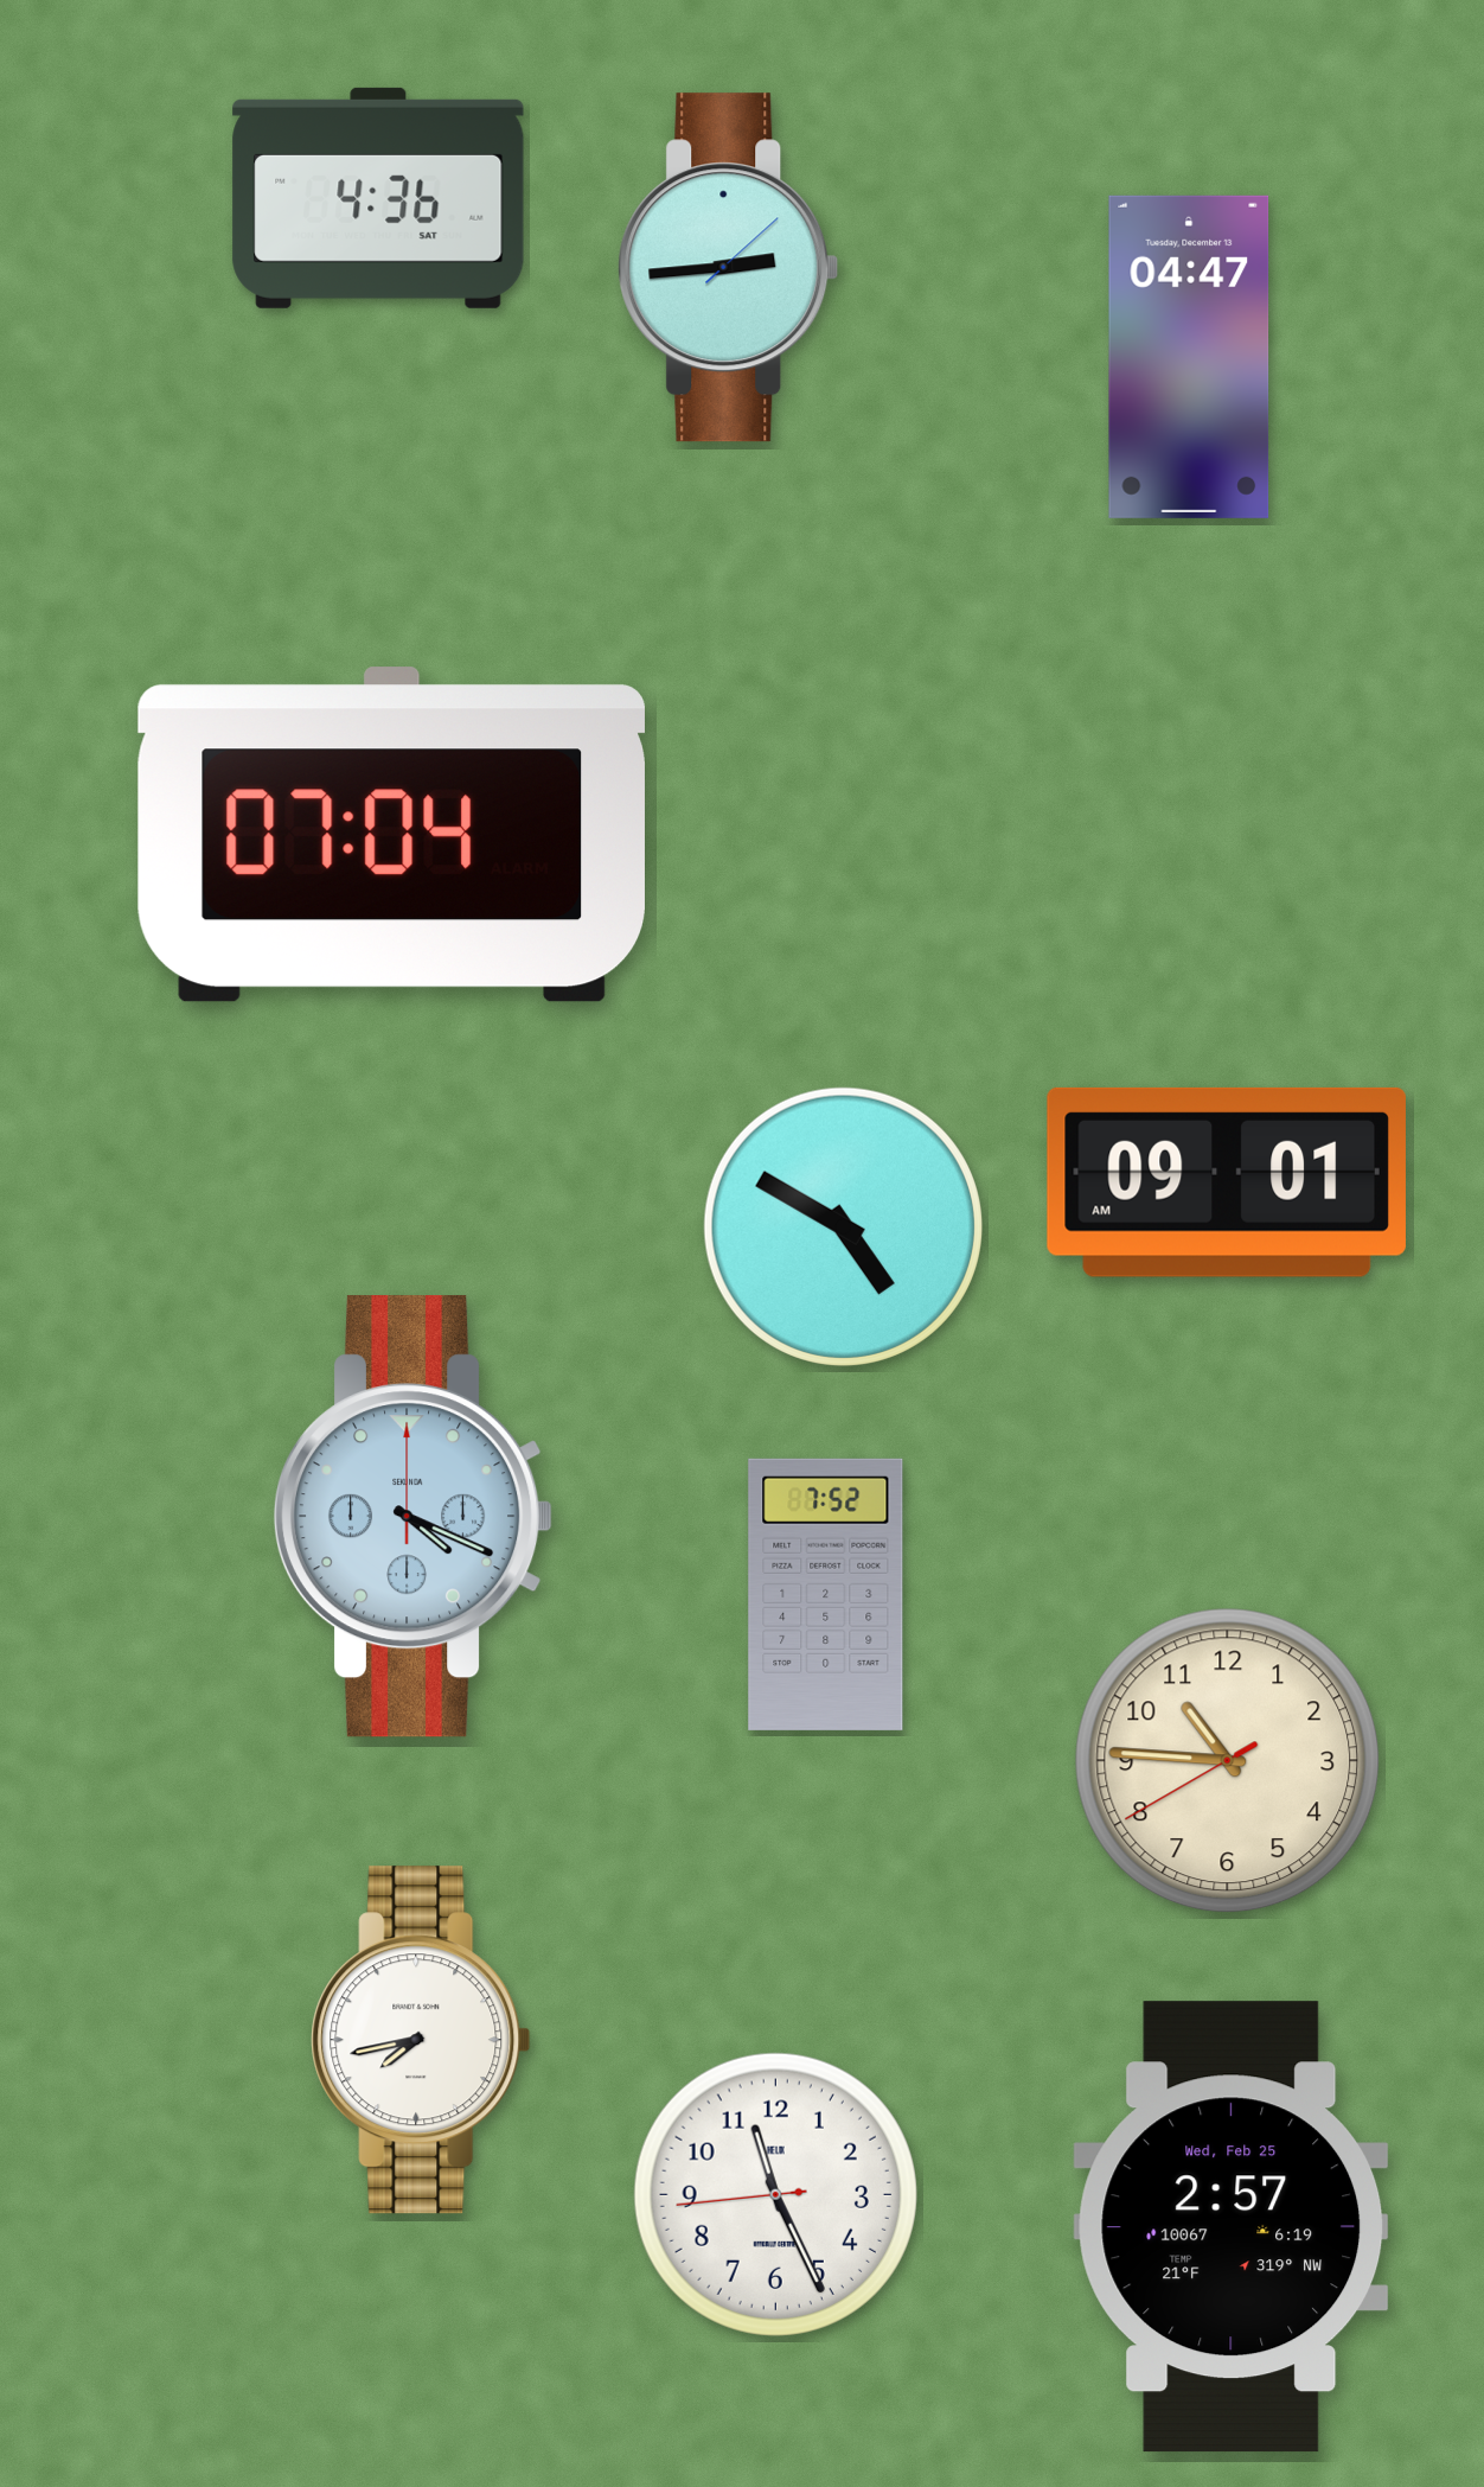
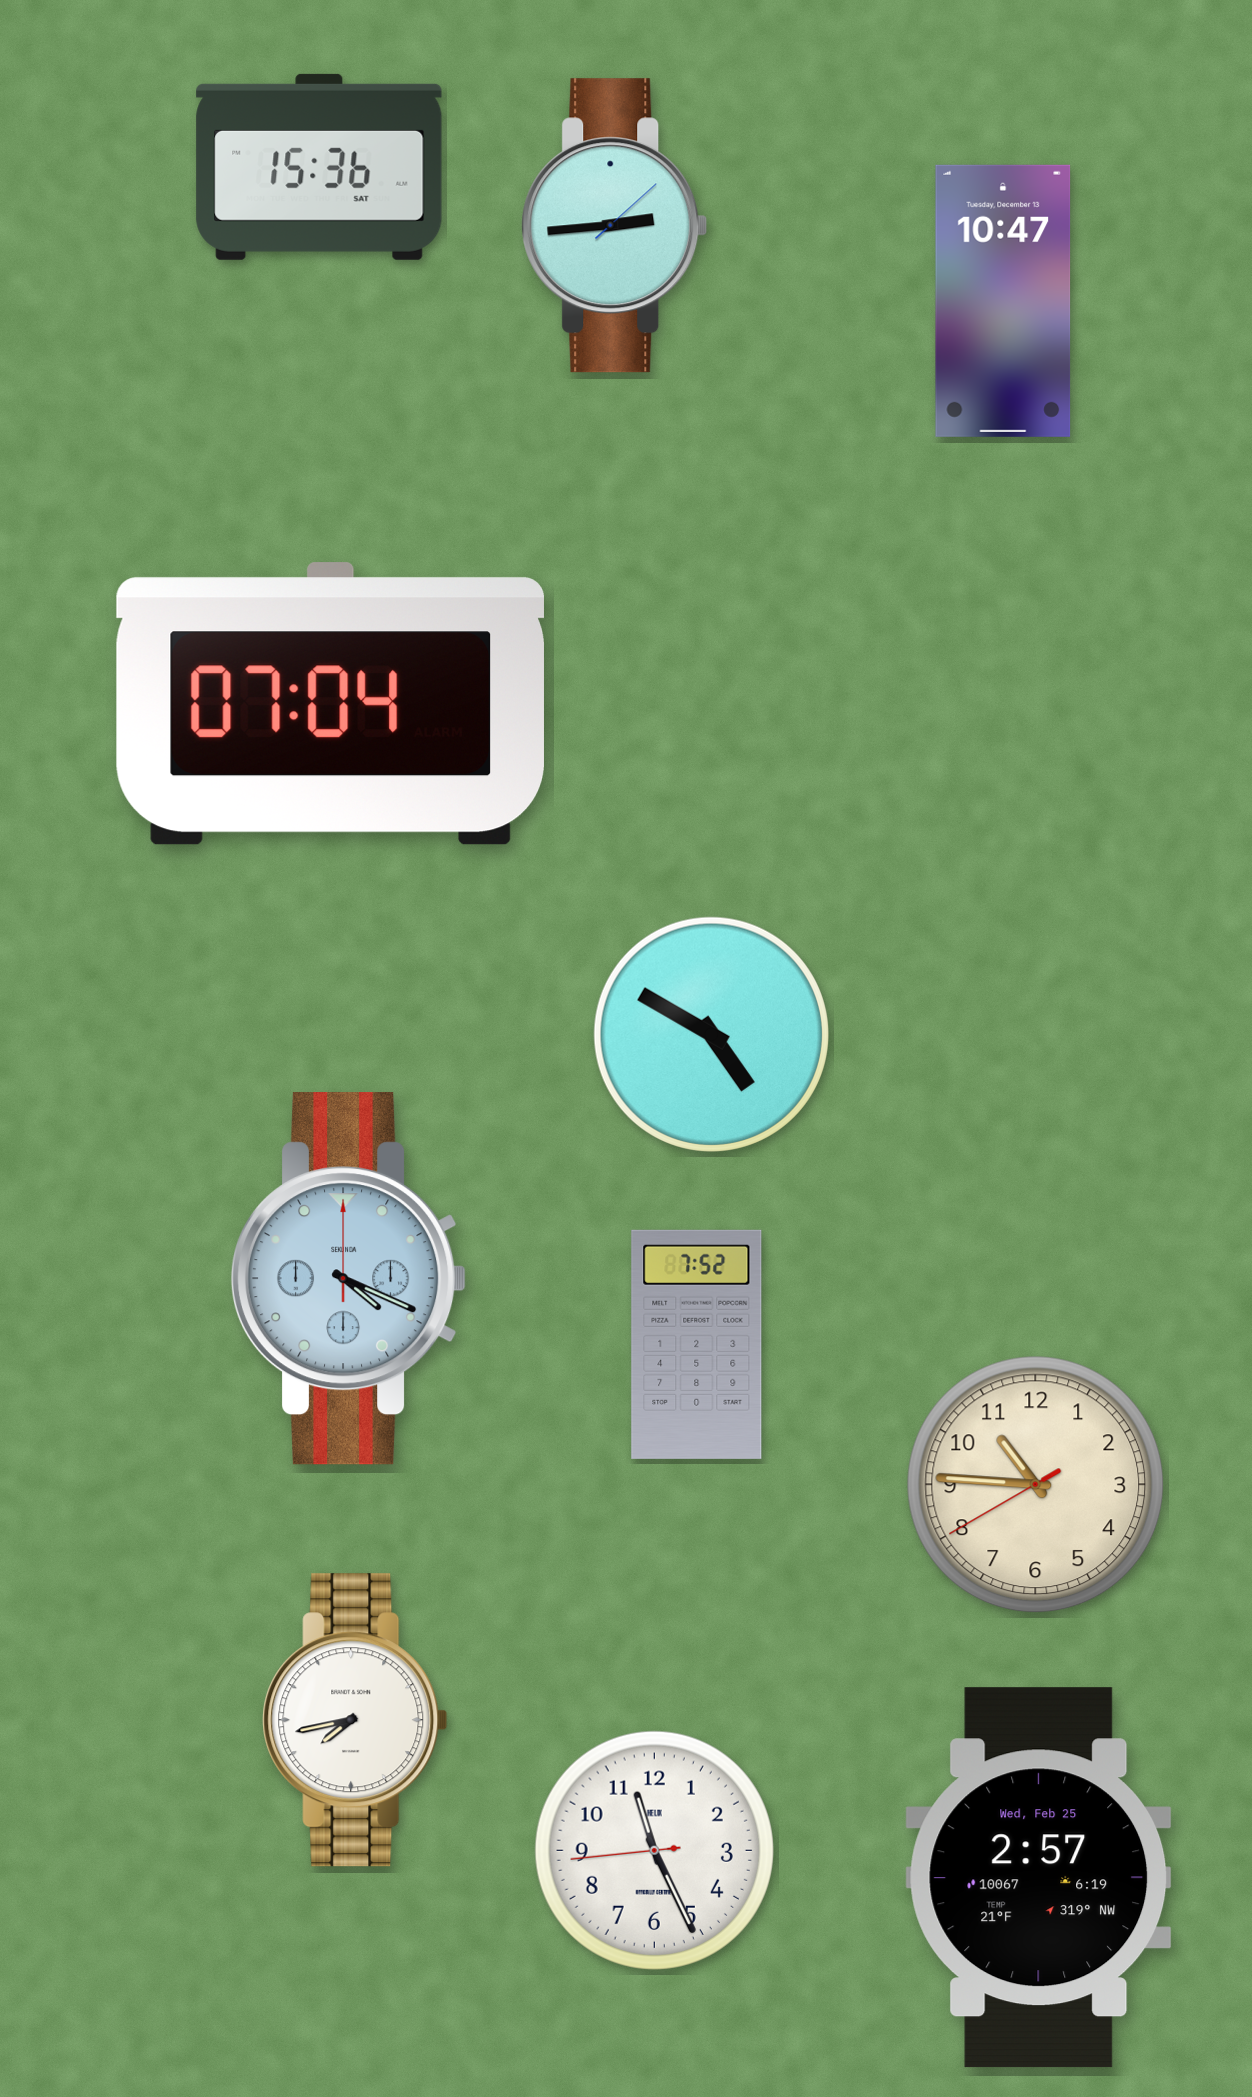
clock at (378, 198): 4:36 -> 15:36
clock at (1189, 357): 04:47 -> 10:47
clock at (1227, 1182): 09:01 -> none
